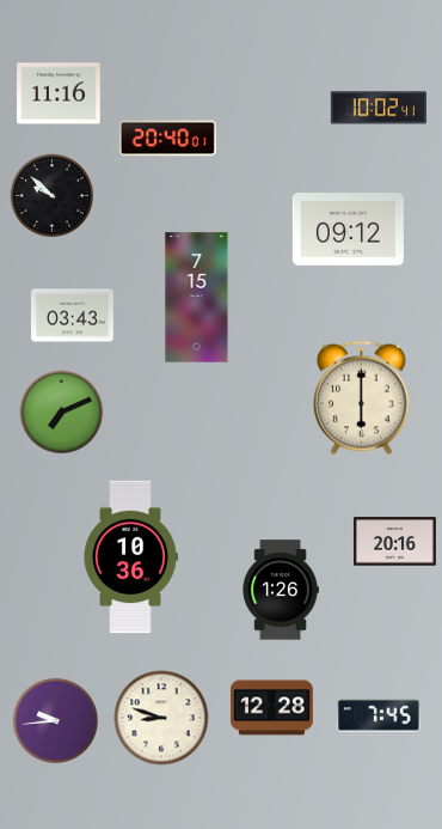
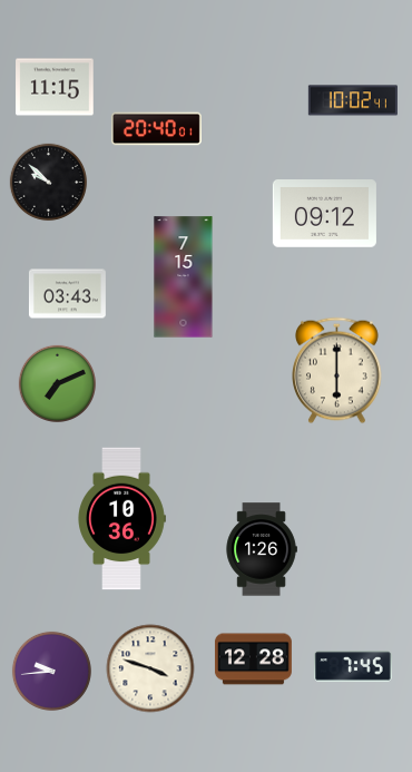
clock at (59, 93): 11:16 -> 11:15
clock at (394, 542): 20:16 -> none
clock at (161, 718): 8:48 -> 3:48
